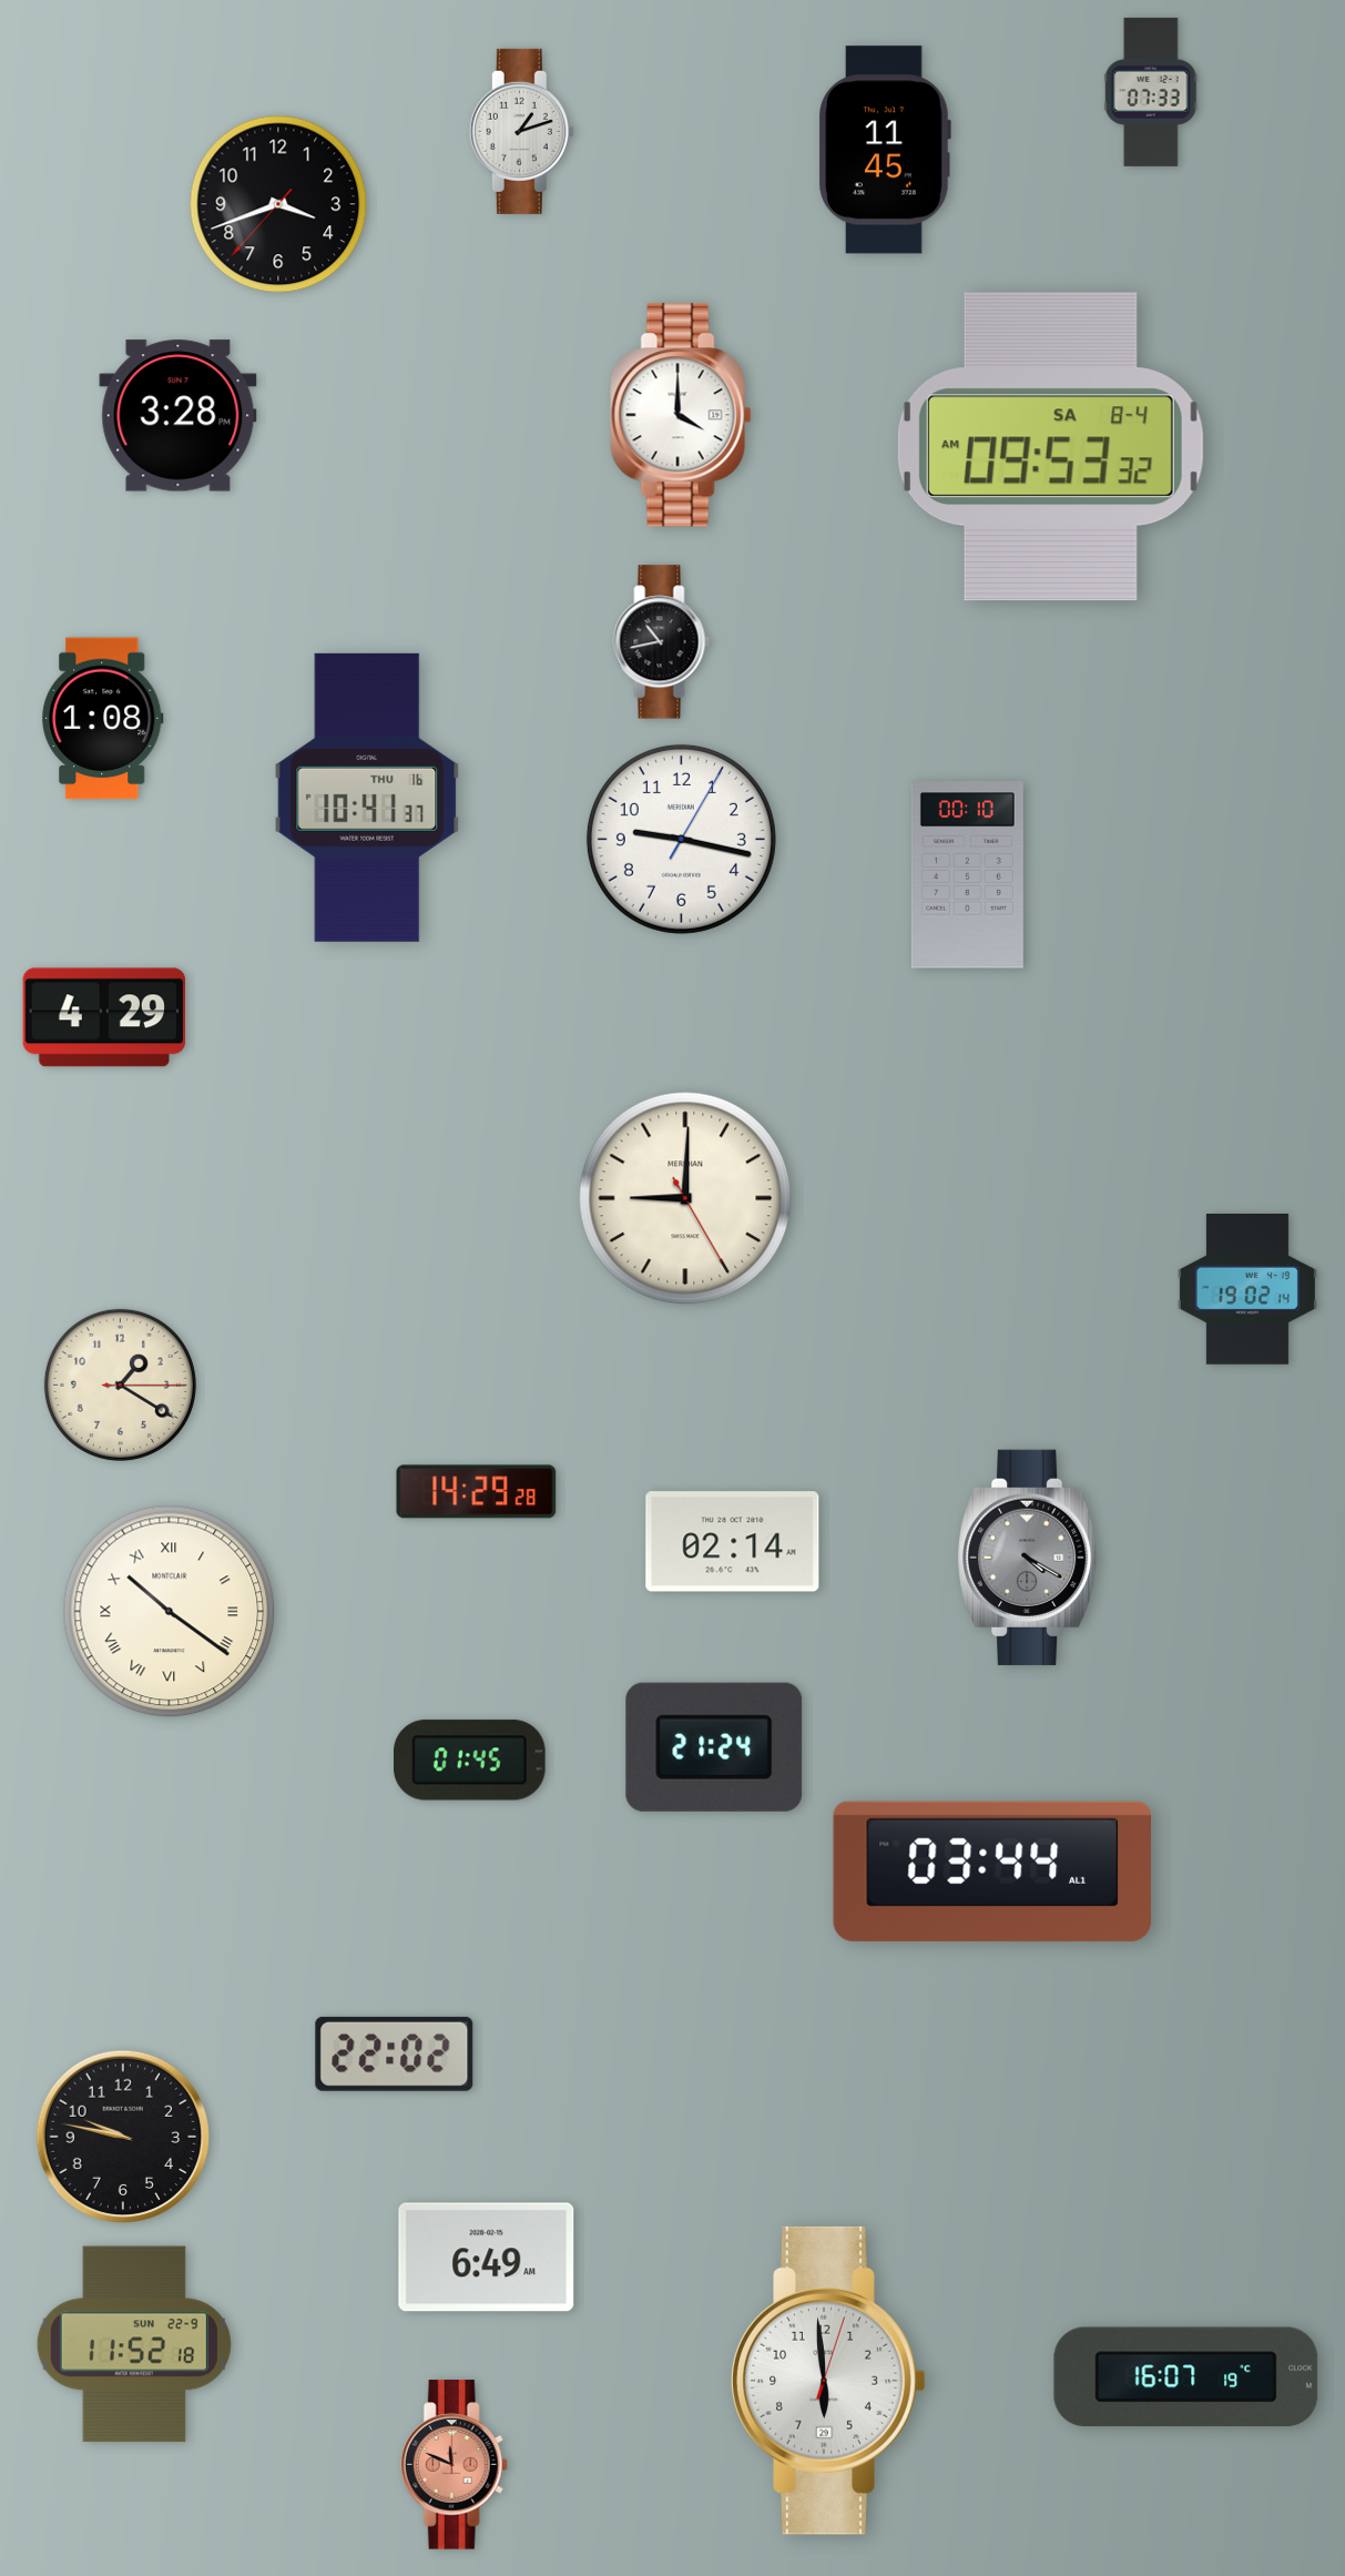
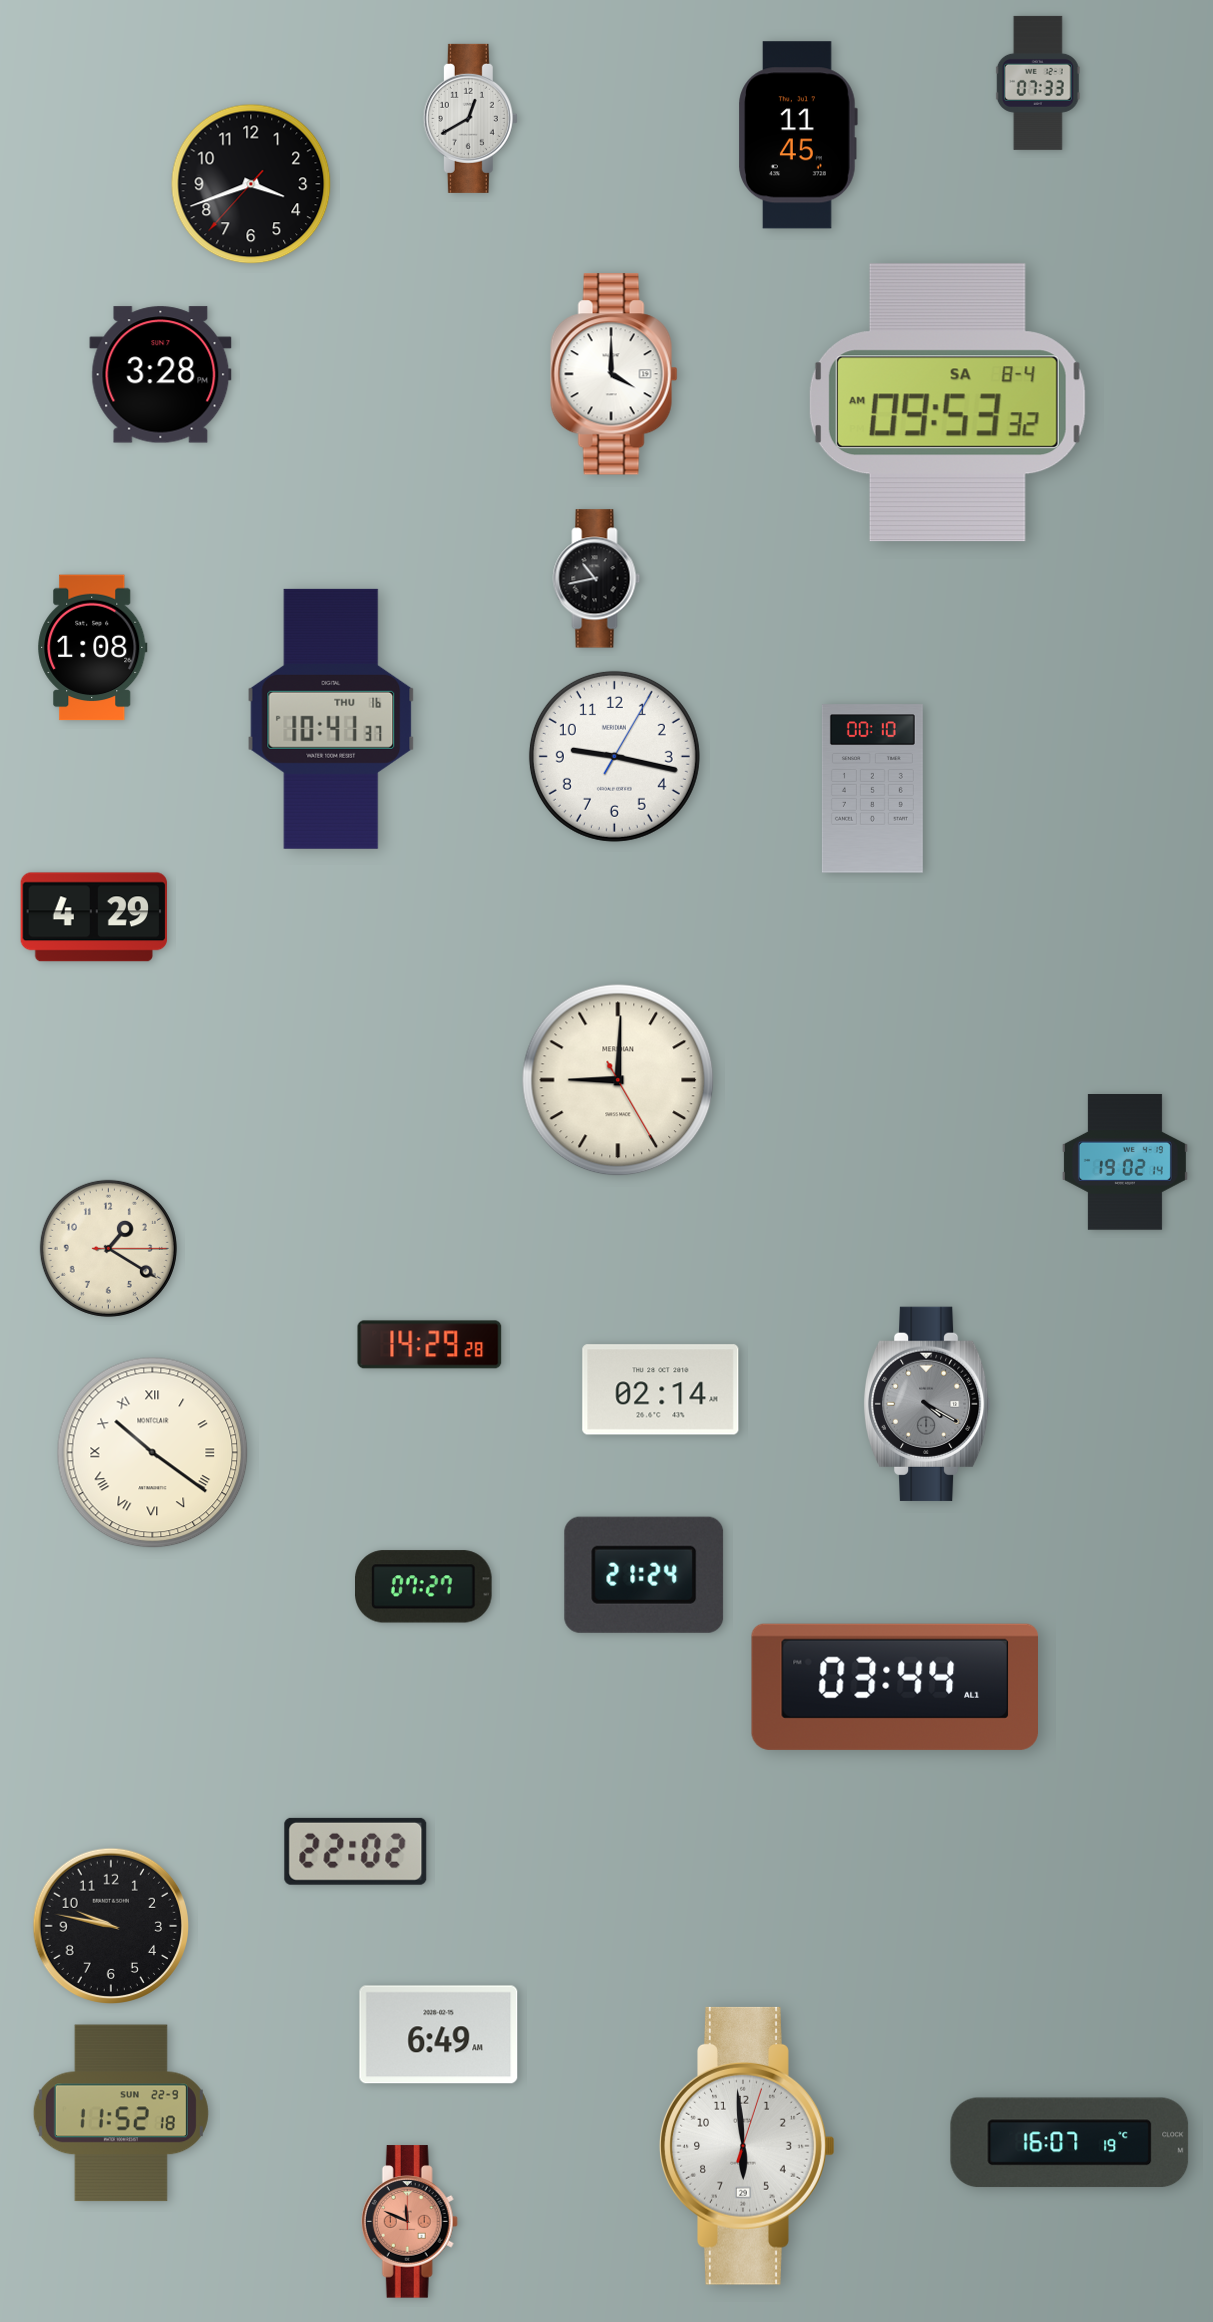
clock at (521, 131): 1:12 -> 12:40
clock at (470, 1761): 01:45 -> 07:27
